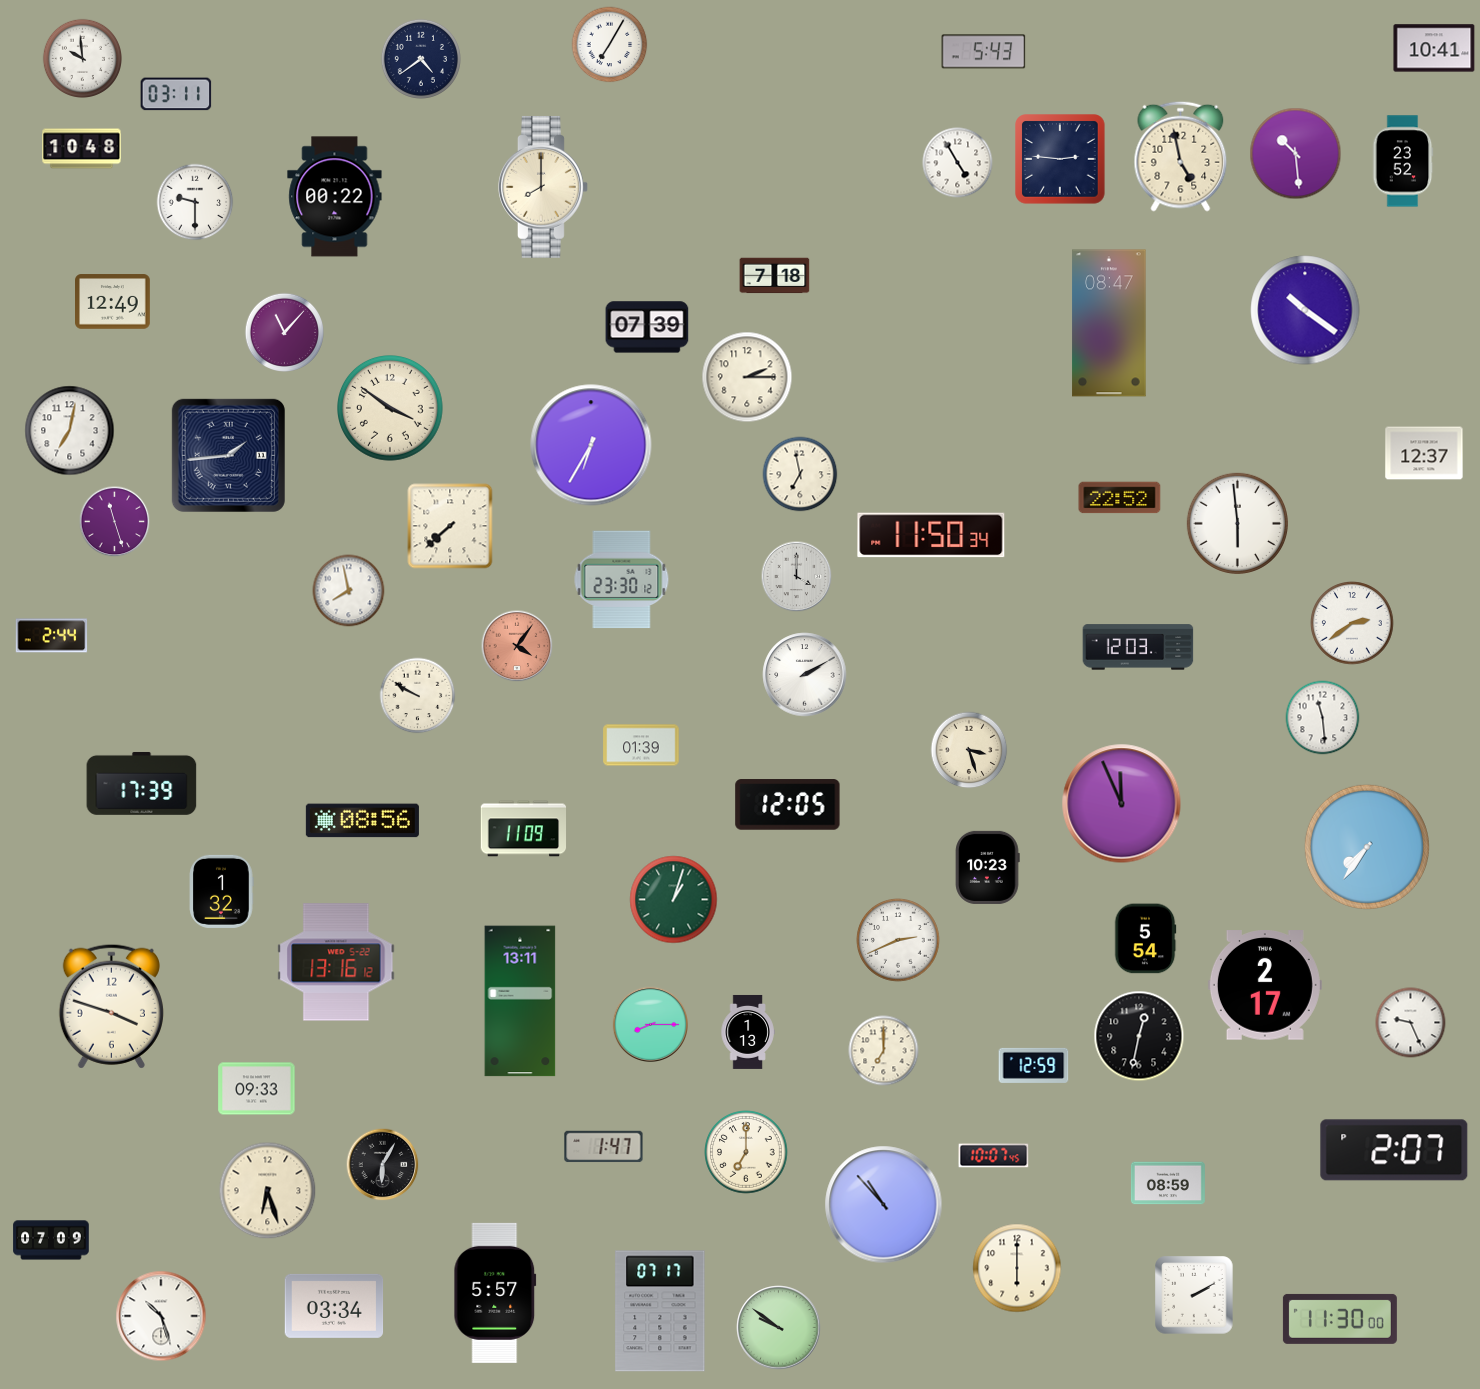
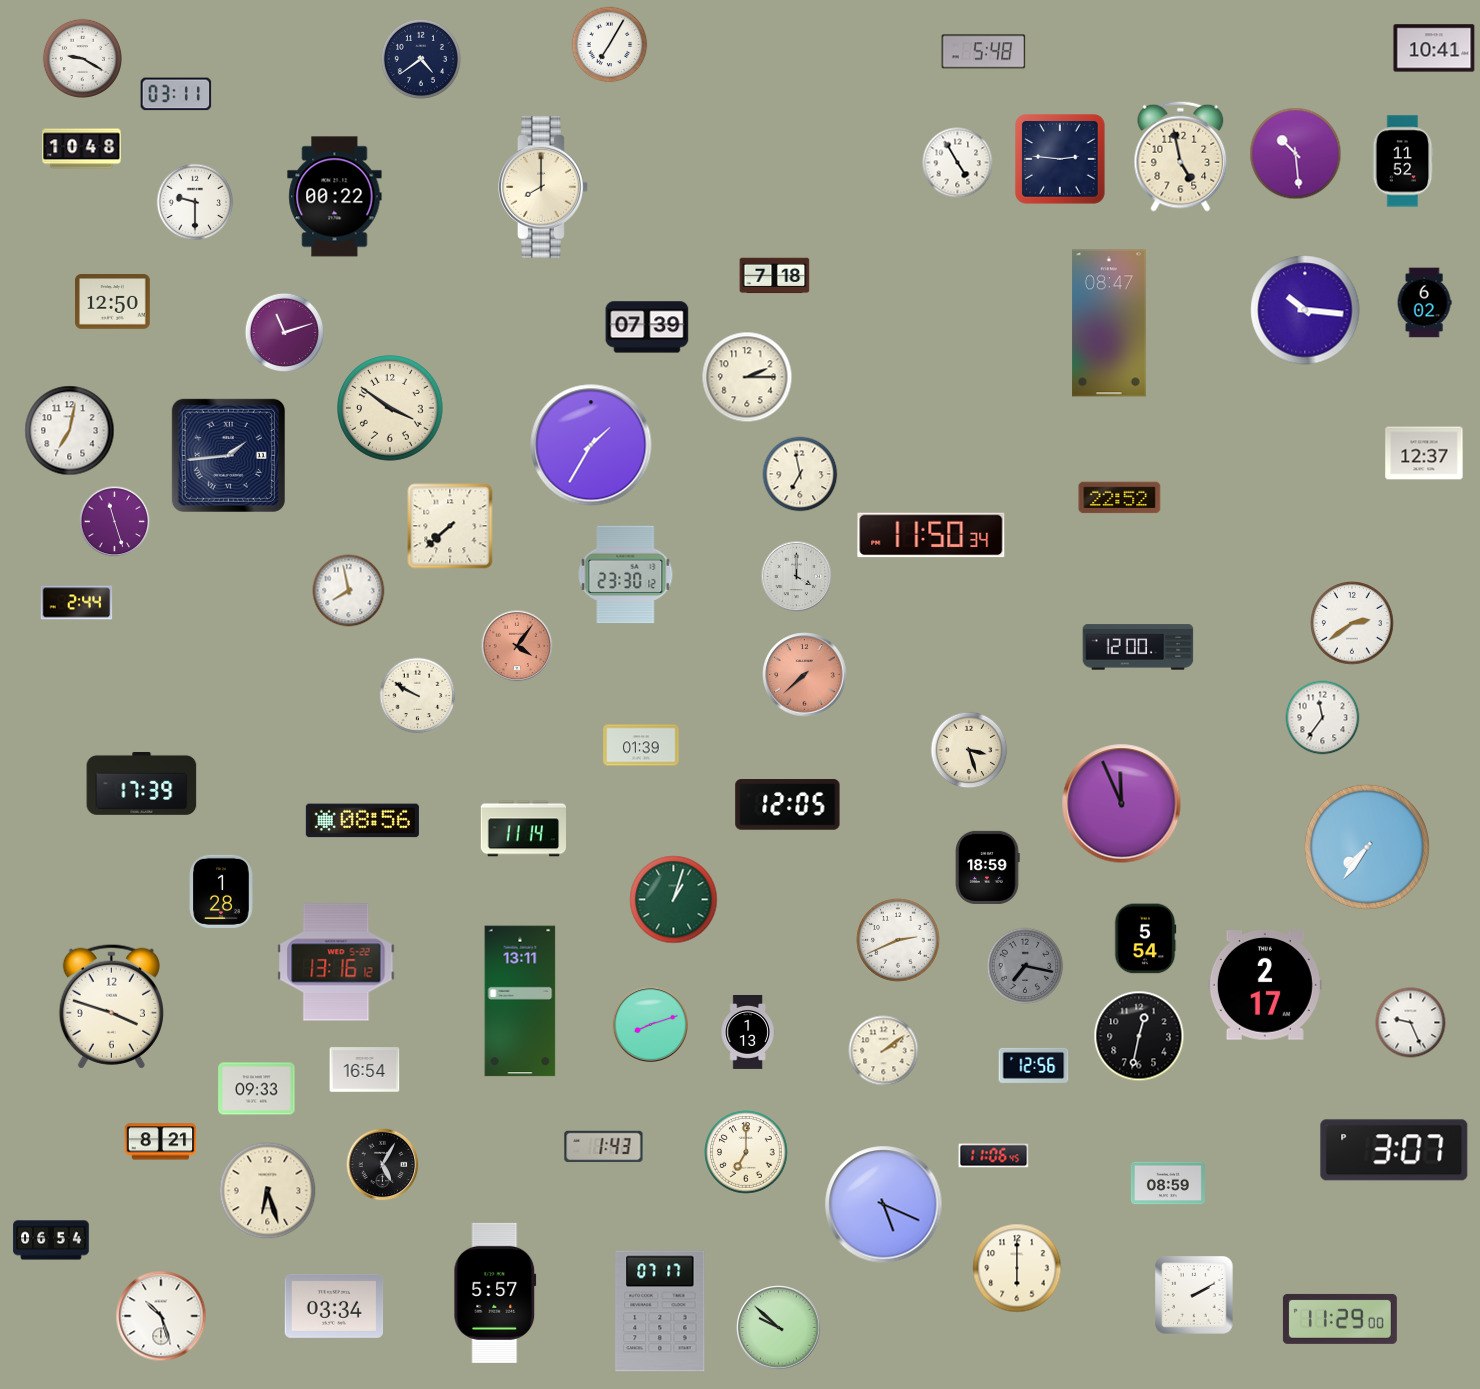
clock at (984, 52): 5:43 -> 5:48
clock at (82, 58): 9:59 -> 9:20
clock at (1403, 161): 23:52 -> 11:52
clock at (113, 302): 12:49 -> 12:50
clock at (1424, 303): none -> 6:02
clock at (1305, 310): 10:21 -> 10:16
clock at (284, 332): 11:07 -> 11:12
clock at (591, 445): 6:35 -> 1:35
clock at (1237, 523): 5:59 -> none
clock at (622, 580) position: (622, 580) -> (626, 575)
clock at (52, 636) position: (52, 636) -> (77, 603)
clock at (1138, 647): 12:03 -> 12:00
clock at (805, 675): 2:10 -> 7:38
clock at (805, 675) dial: white -> salmon
clock at (1323, 718): 11:29 -> 11:36
clock at (524, 829): 11:09 -> 11:14
clock at (988, 867): 10:23 -> 18:59
clock at (221, 891): 1:32 -> 1:28
clock at (1025, 966): none -> 7:17
clock at (650, 1024): 8:15 -> 8:12
clock at (884, 1051): 7:00 -> 2:09
clock at (1034, 1065): 12:59 -> 12:56
clock at (365, 1070): none -> 16:54
clock at (161, 1142): none -> 8:21
clock at (604, 1147): 1:47 -> 1:43
clock at (1394, 1150): 2:07 -> 3:07
clock at (994, 1156): 10:07 -> 11:06
clock at (383, 1165): 6:05 -> 5:05
clock at (884, 1205): 10:53 -> 5:19
clock at (51, 1240): 07:09 -> 06:54
clock at (1340, 1319): 11:30 -> 11:29
clock at (779, 1328): 9:51 -> 9:52
